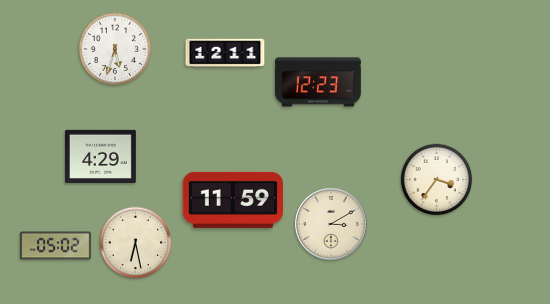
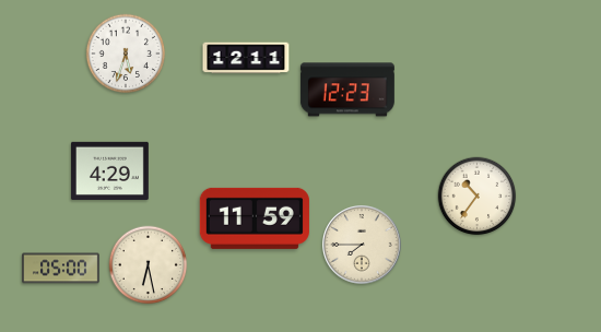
clock at (437, 180): 3:36 -> 10:36
clock at (332, 225): 3:10 -> 7:45
clock at (56, 246): 05:02 -> 05:00
